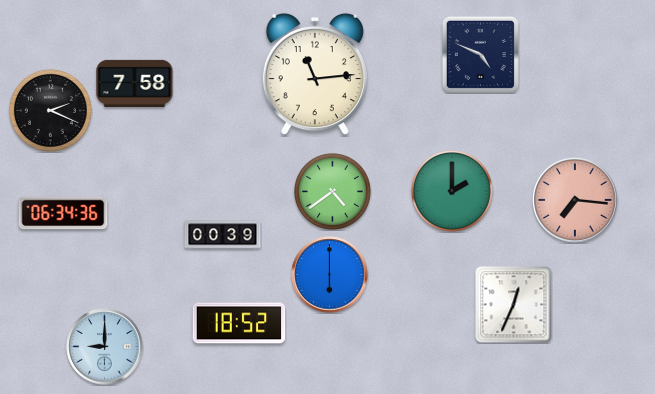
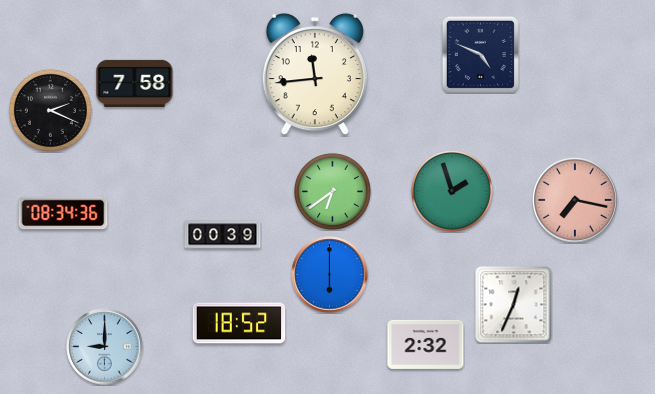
clock at (315, 74): 11:14 -> 11:44
clock at (332, 191): 4:39 -> 6:39
clock at (452, 191): 2:00 -> 1:57
clock at (575, 200): 7:16 -> 7:17
clock at (63, 213): 06:34 -> 08:34
clock at (426, 344): none -> 2:32
